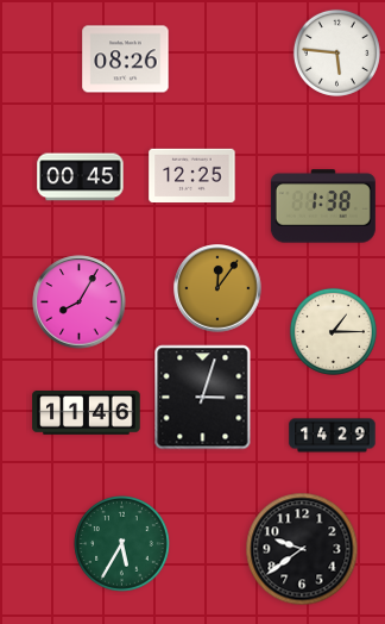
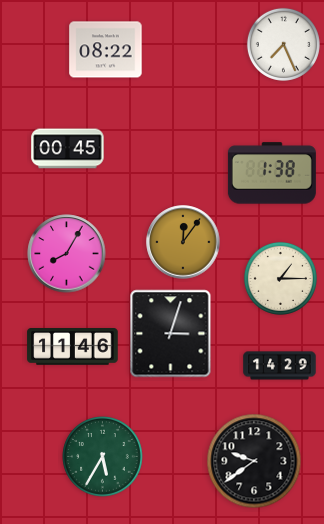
clock at (336, 52): 5:46 -> 7:26
clock at (126, 60): 08:26 -> 08:22
clock at (192, 175): 12:25 -> none
